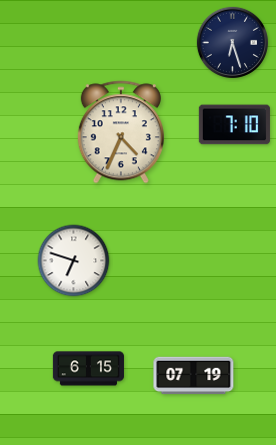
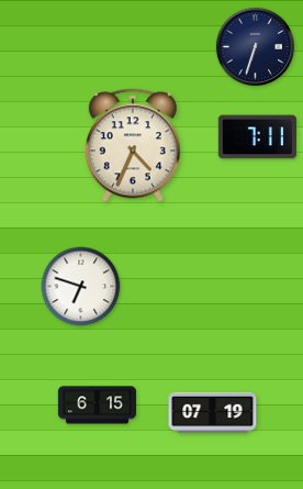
clock at (232, 42): 6:27 -> 6:33
clock at (234, 125): 7:10 -> 7:11
